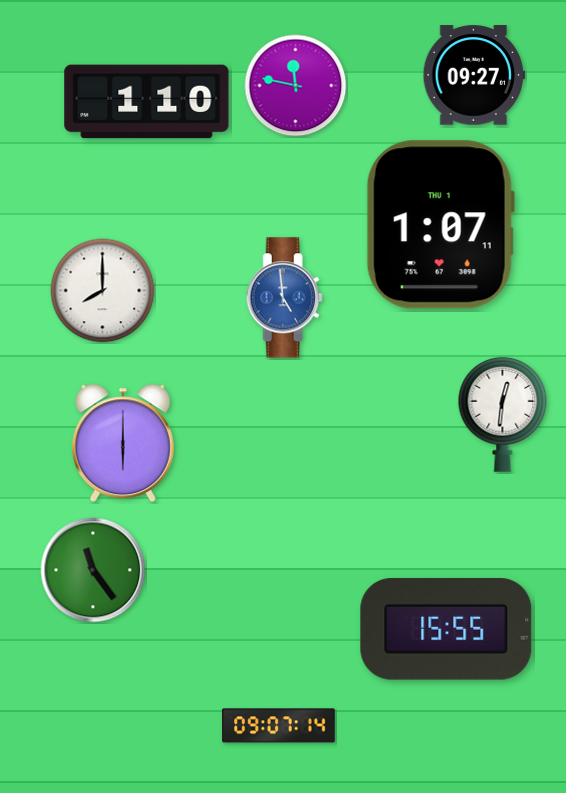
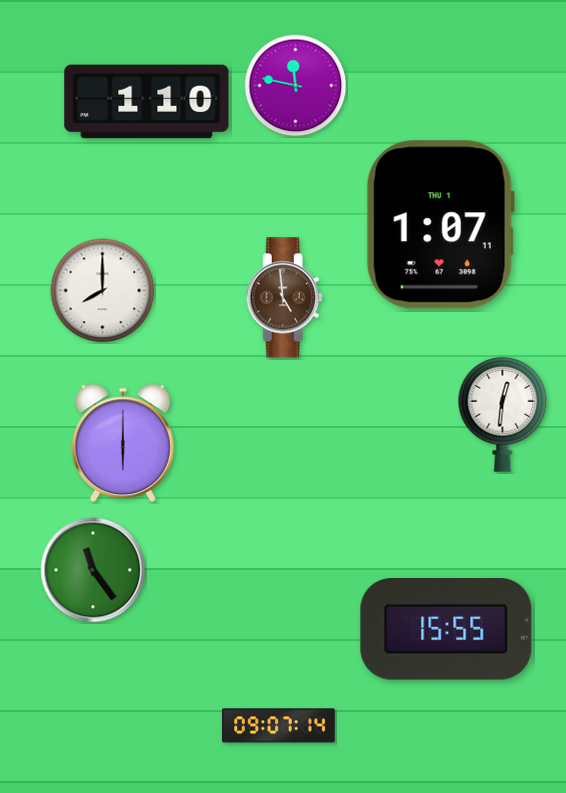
clock at (474, 75): 09:27 -> none
clock at (284, 298) dial: blue -> brown
